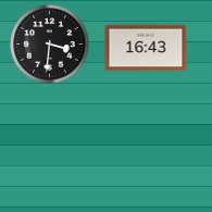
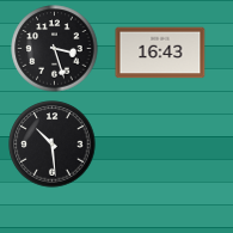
clock at (50, 45): 3:31 -> 3:27
clock at (53, 145): none -> 10:29
